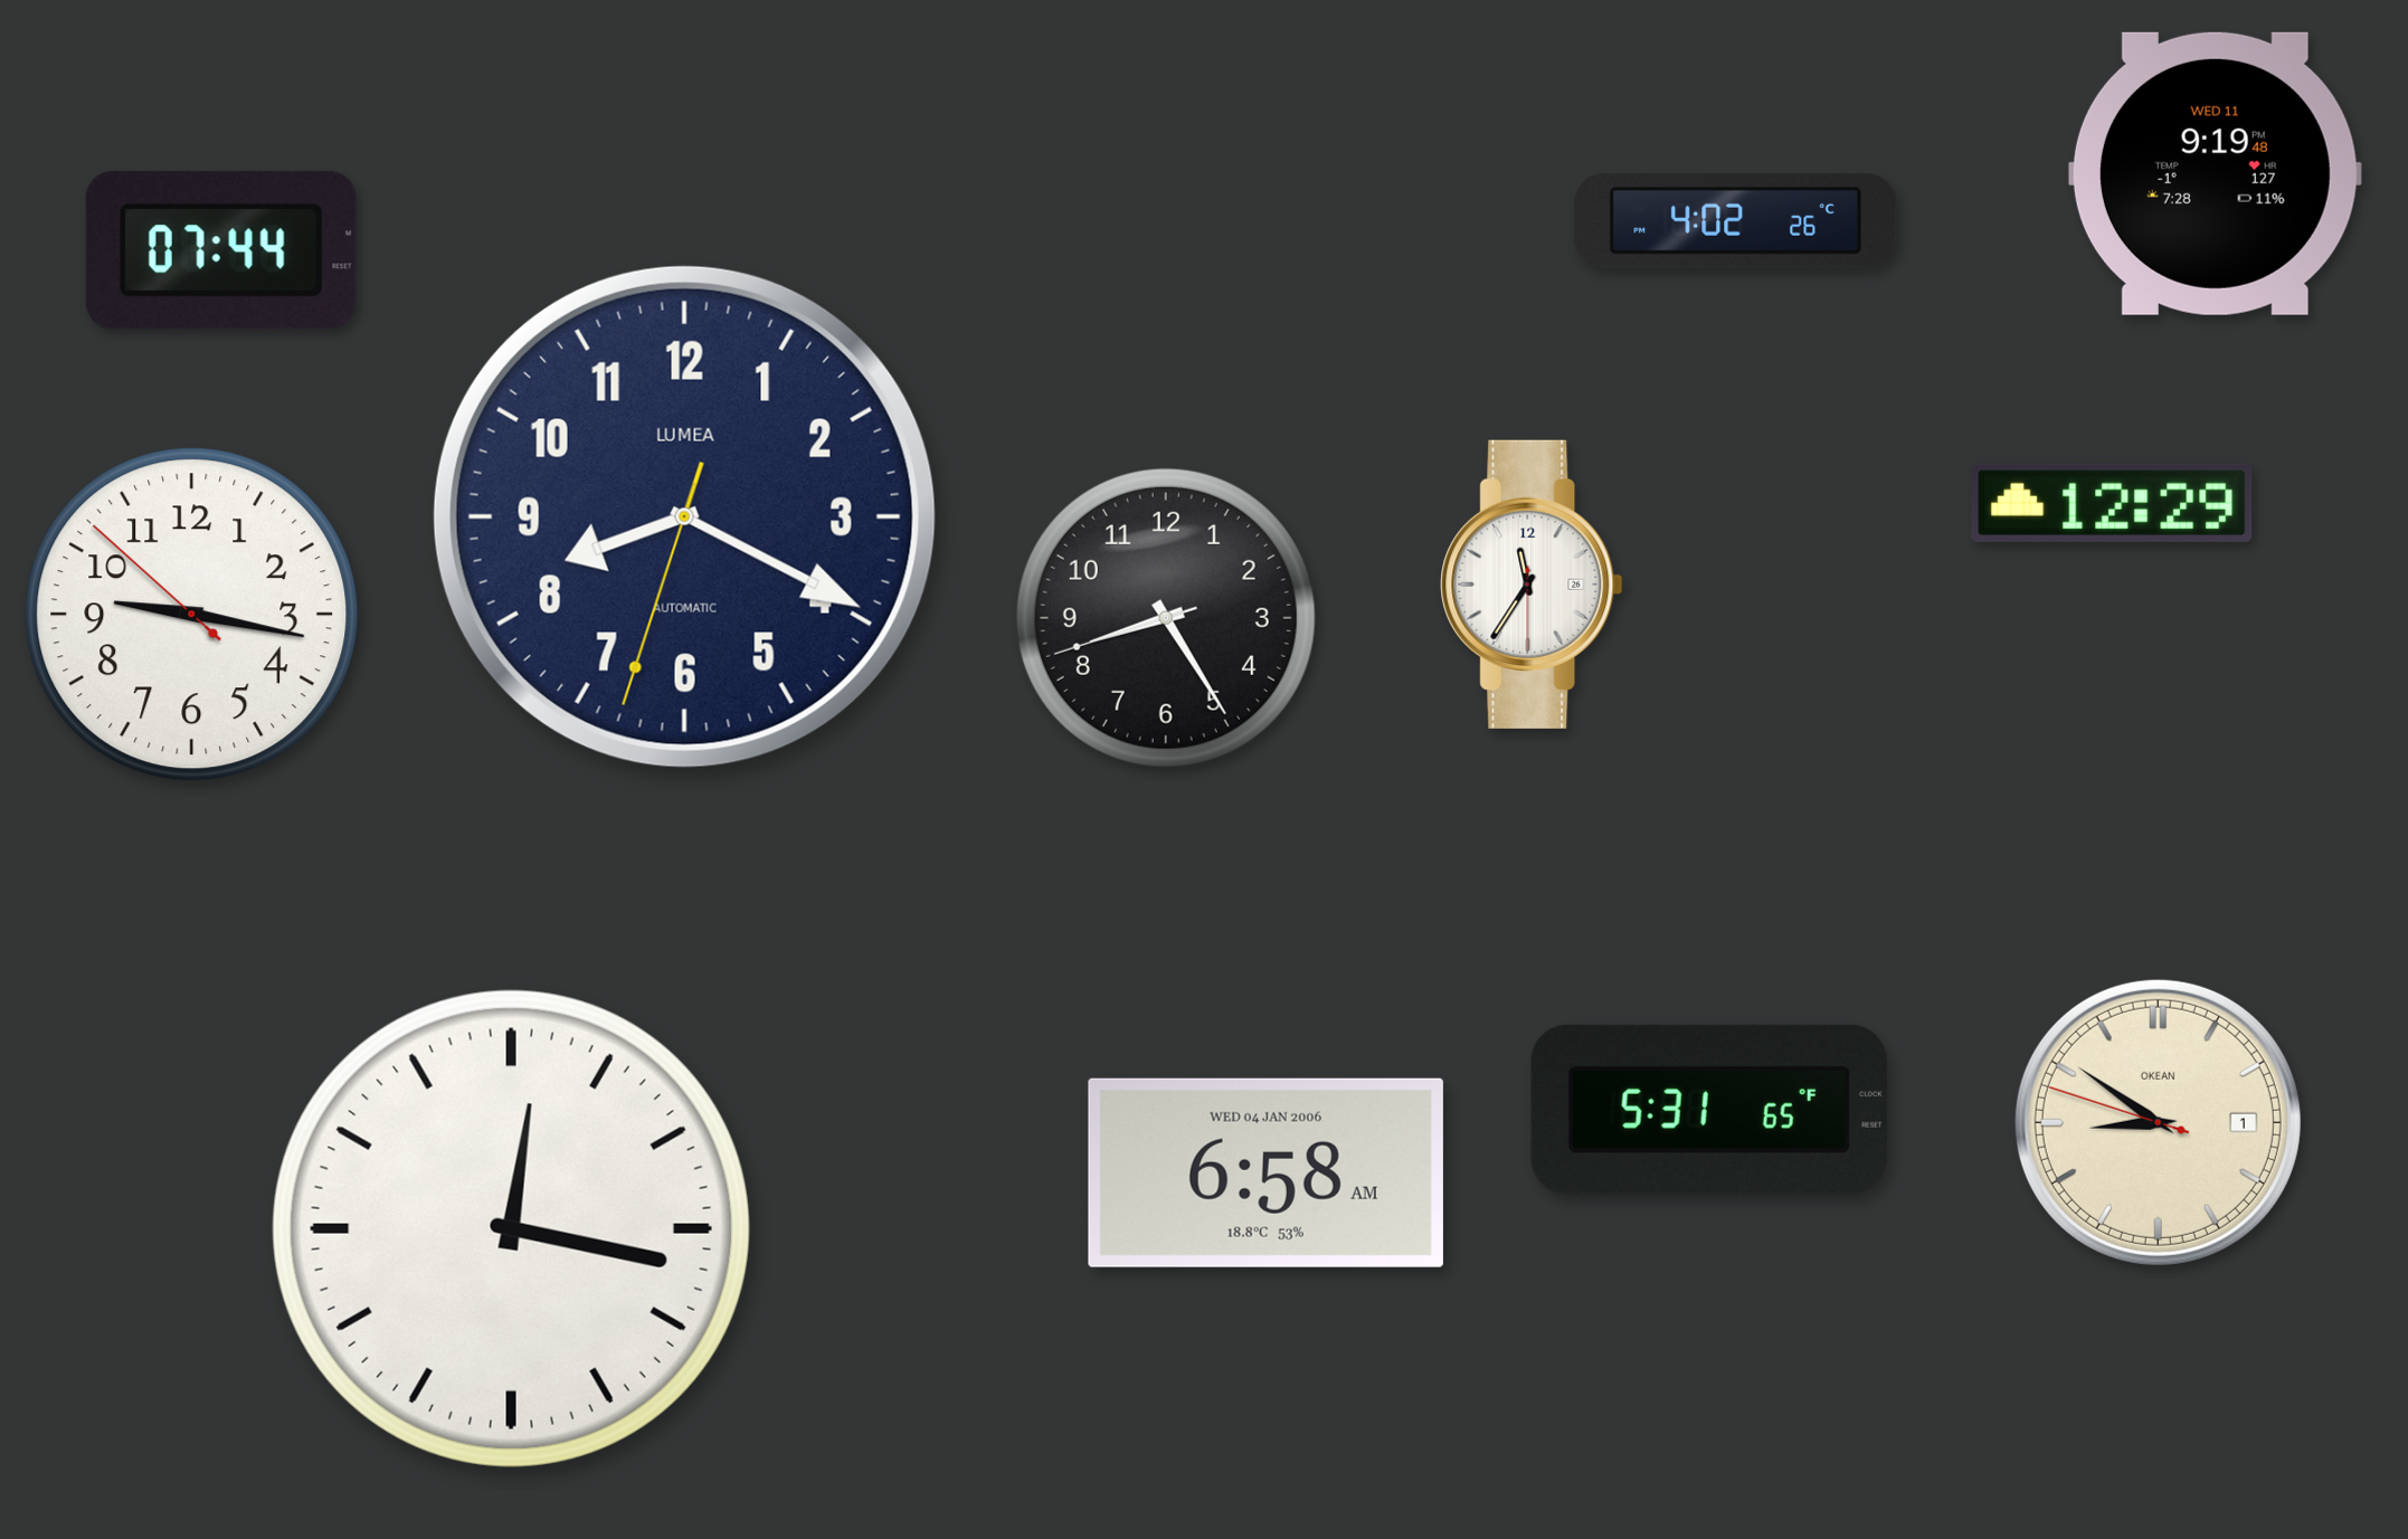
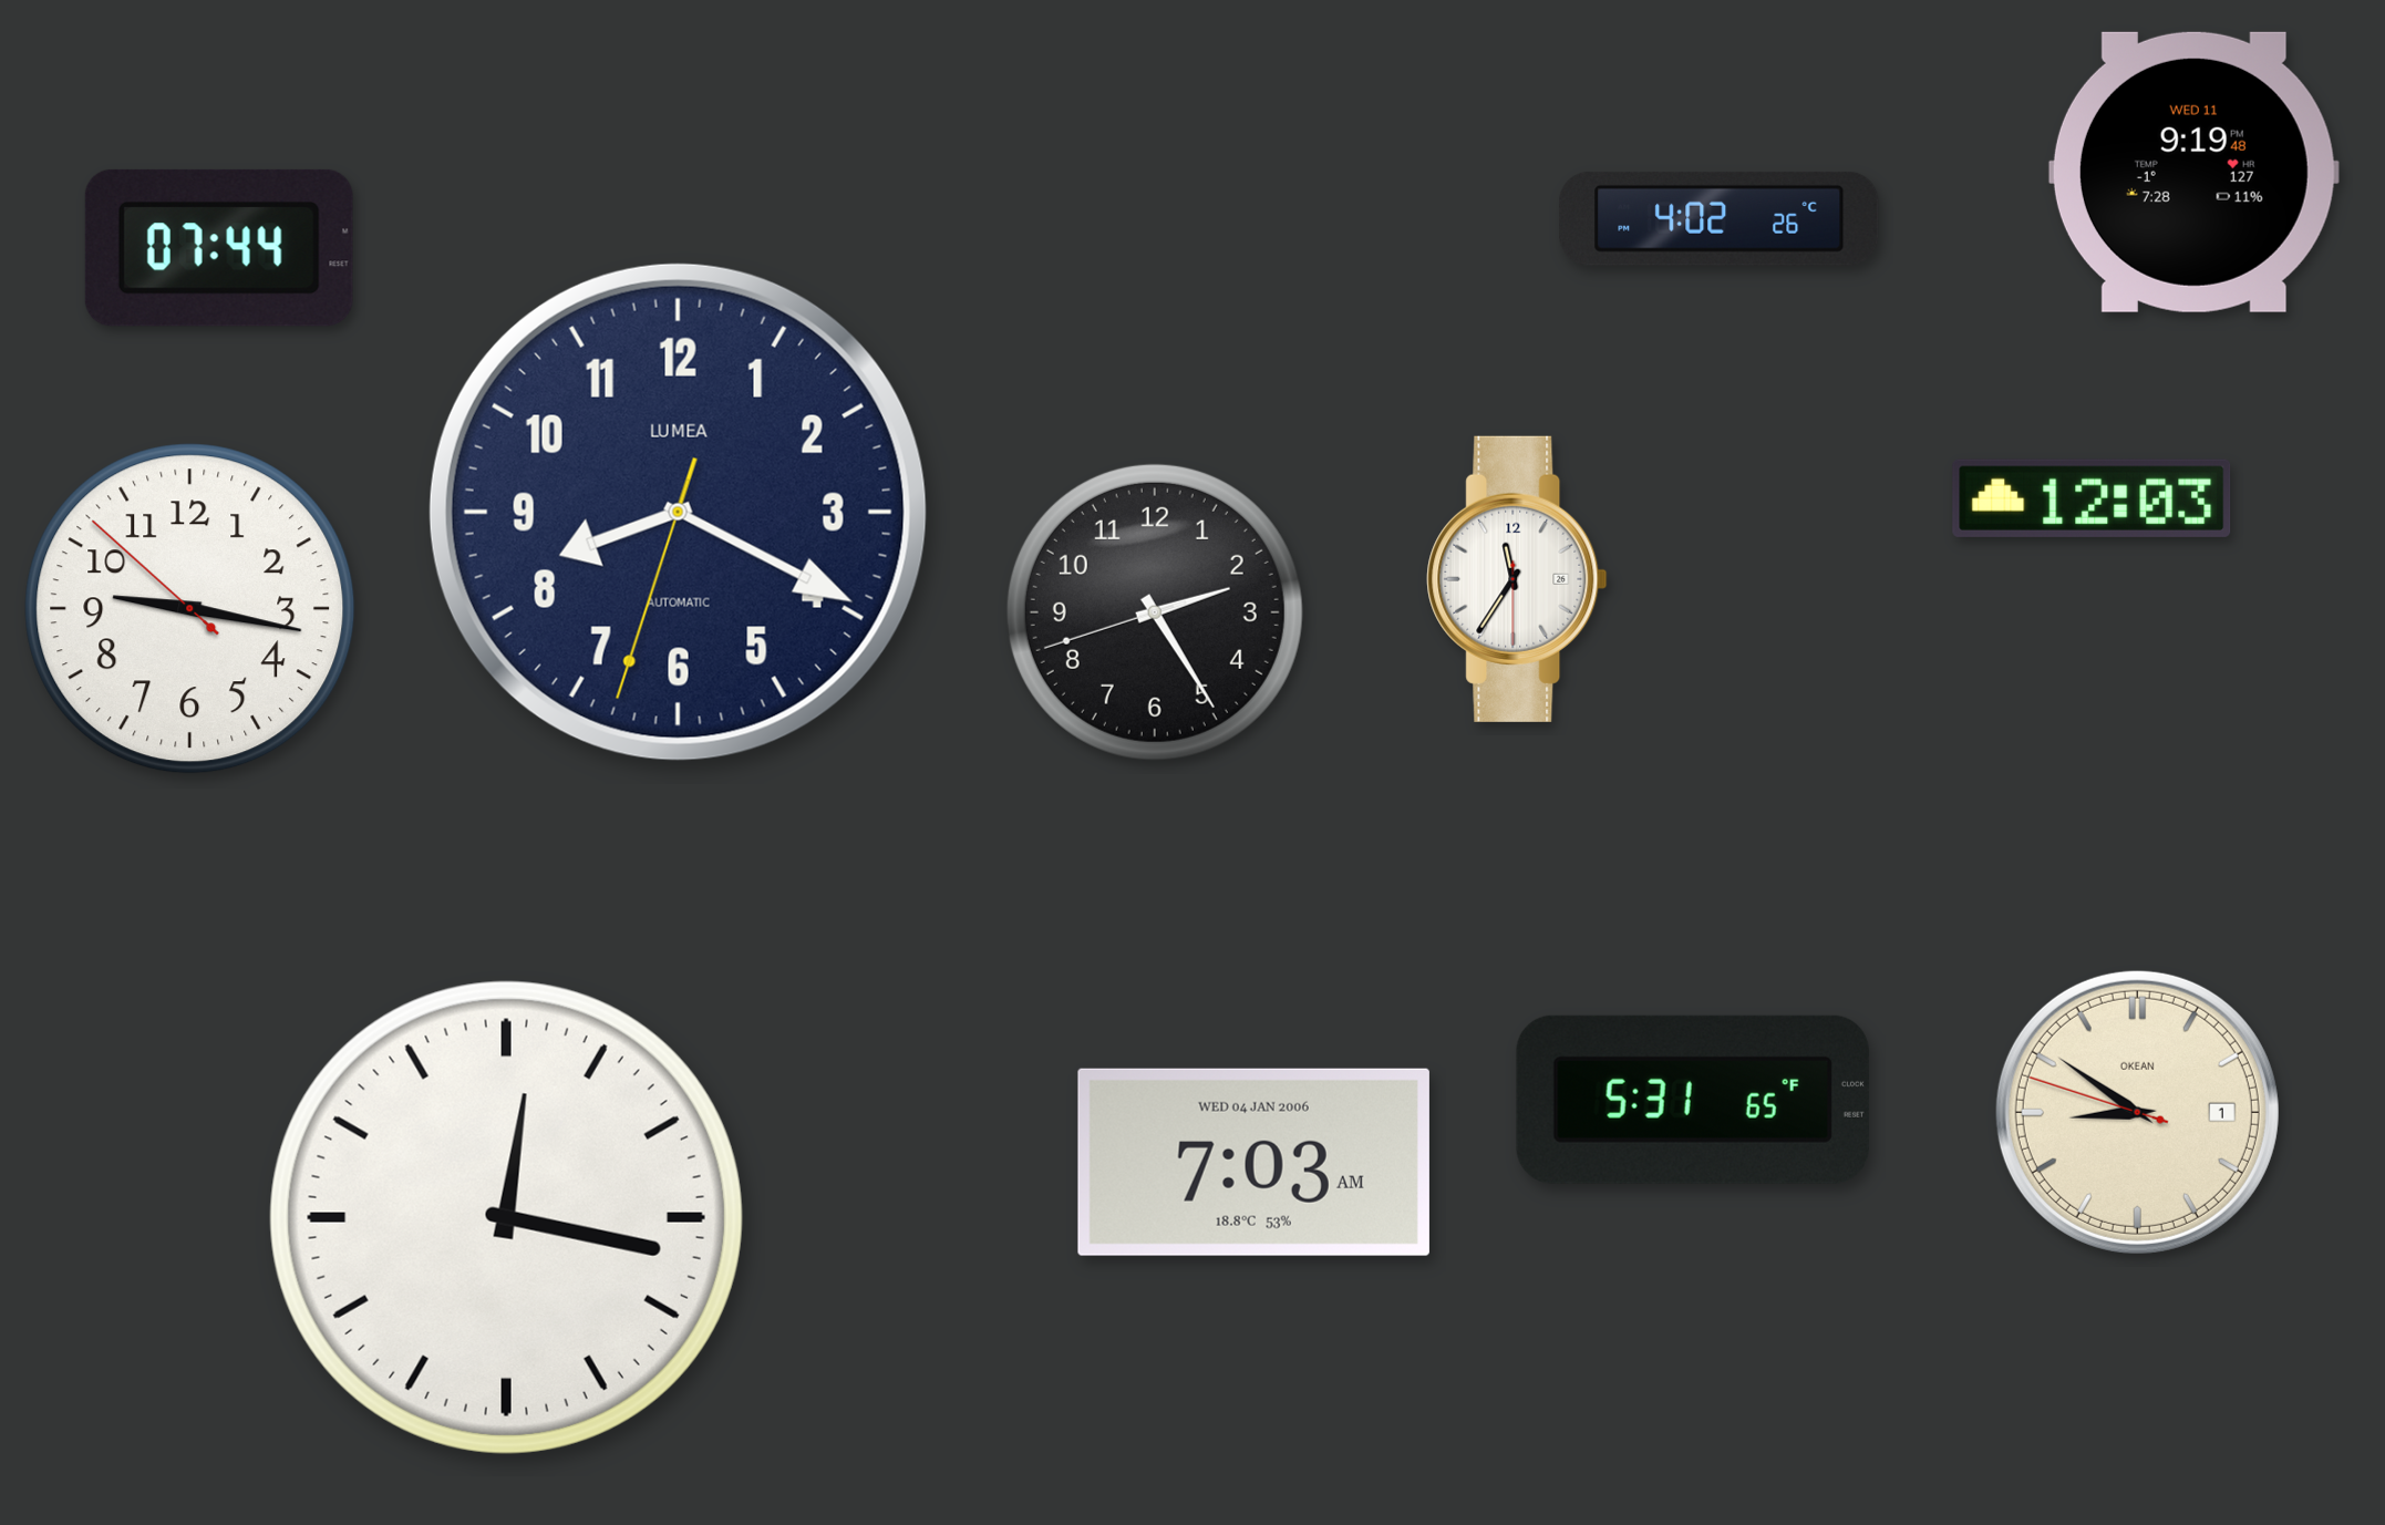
clock at (2112, 503): 12:29 -> 12:03
clock at (1166, 618): 8:24 -> 2:24
clock at (1265, 1172): 6:58 -> 7:03
